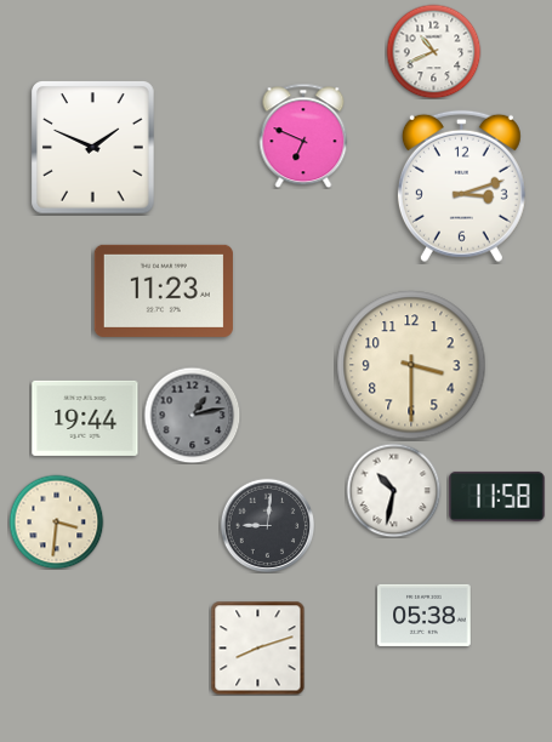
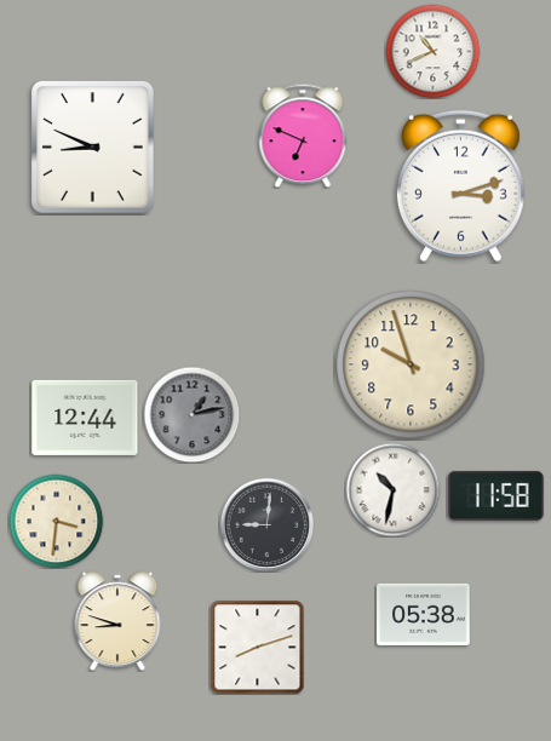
clock at (93, 148): 1:49 -> 8:49
clock at (164, 291): 11:23 -> none
clock at (411, 365): 3:30 -> 9:57
clock at (85, 418): 19:44 -> 12:44
clock at (117, 621): none -> 8:48
